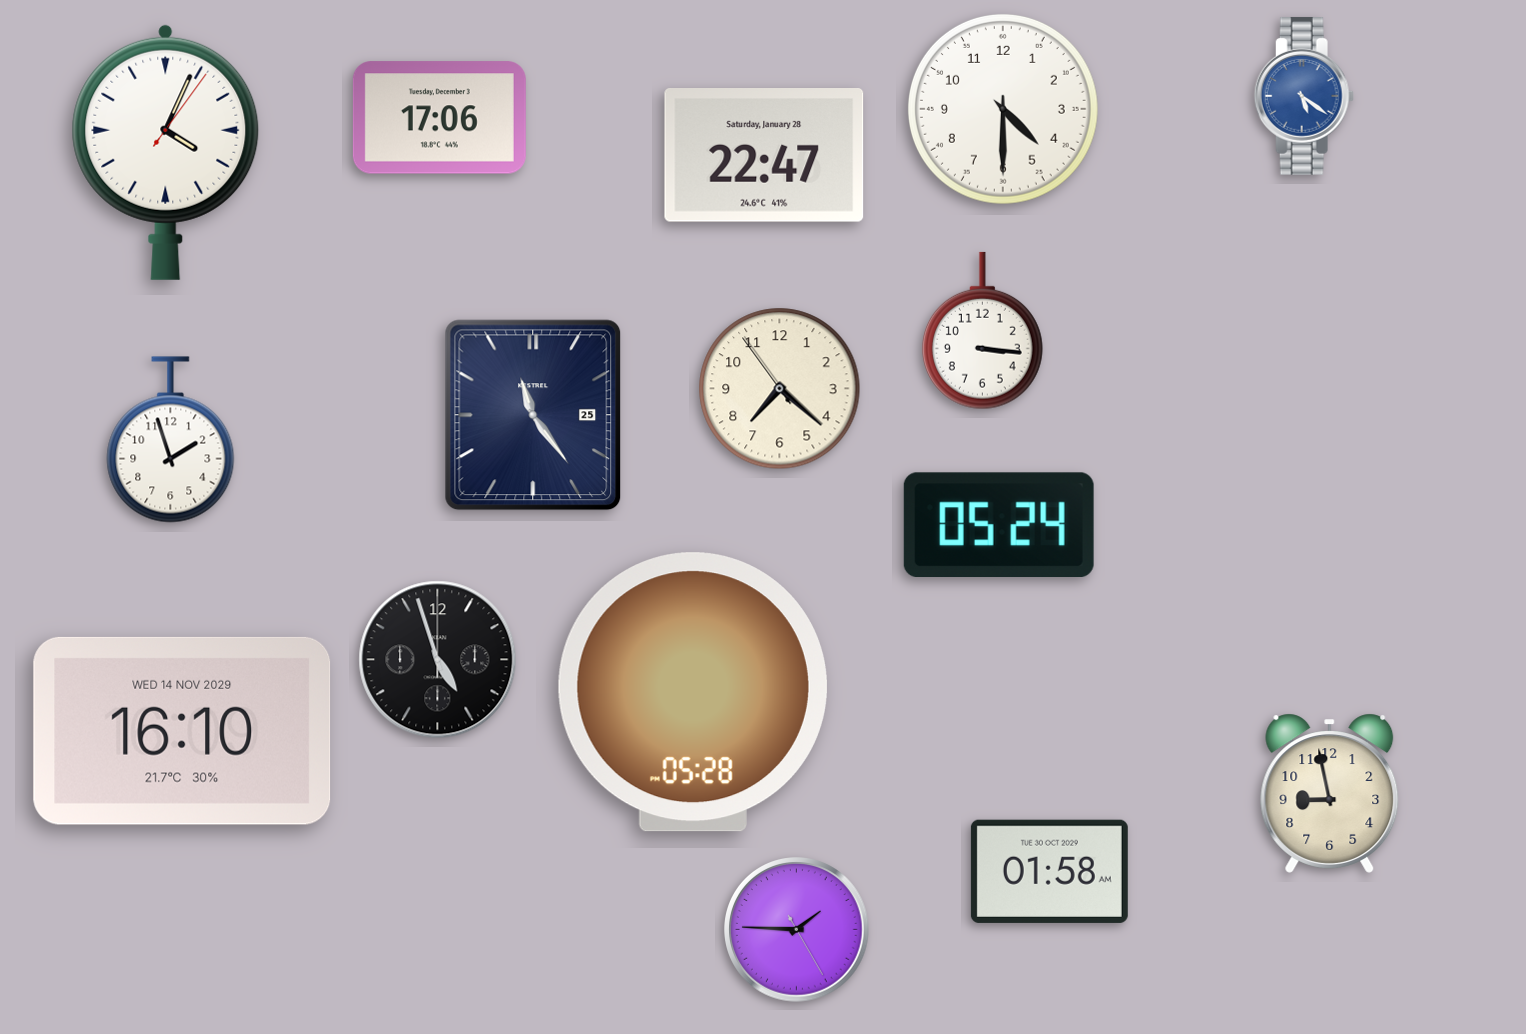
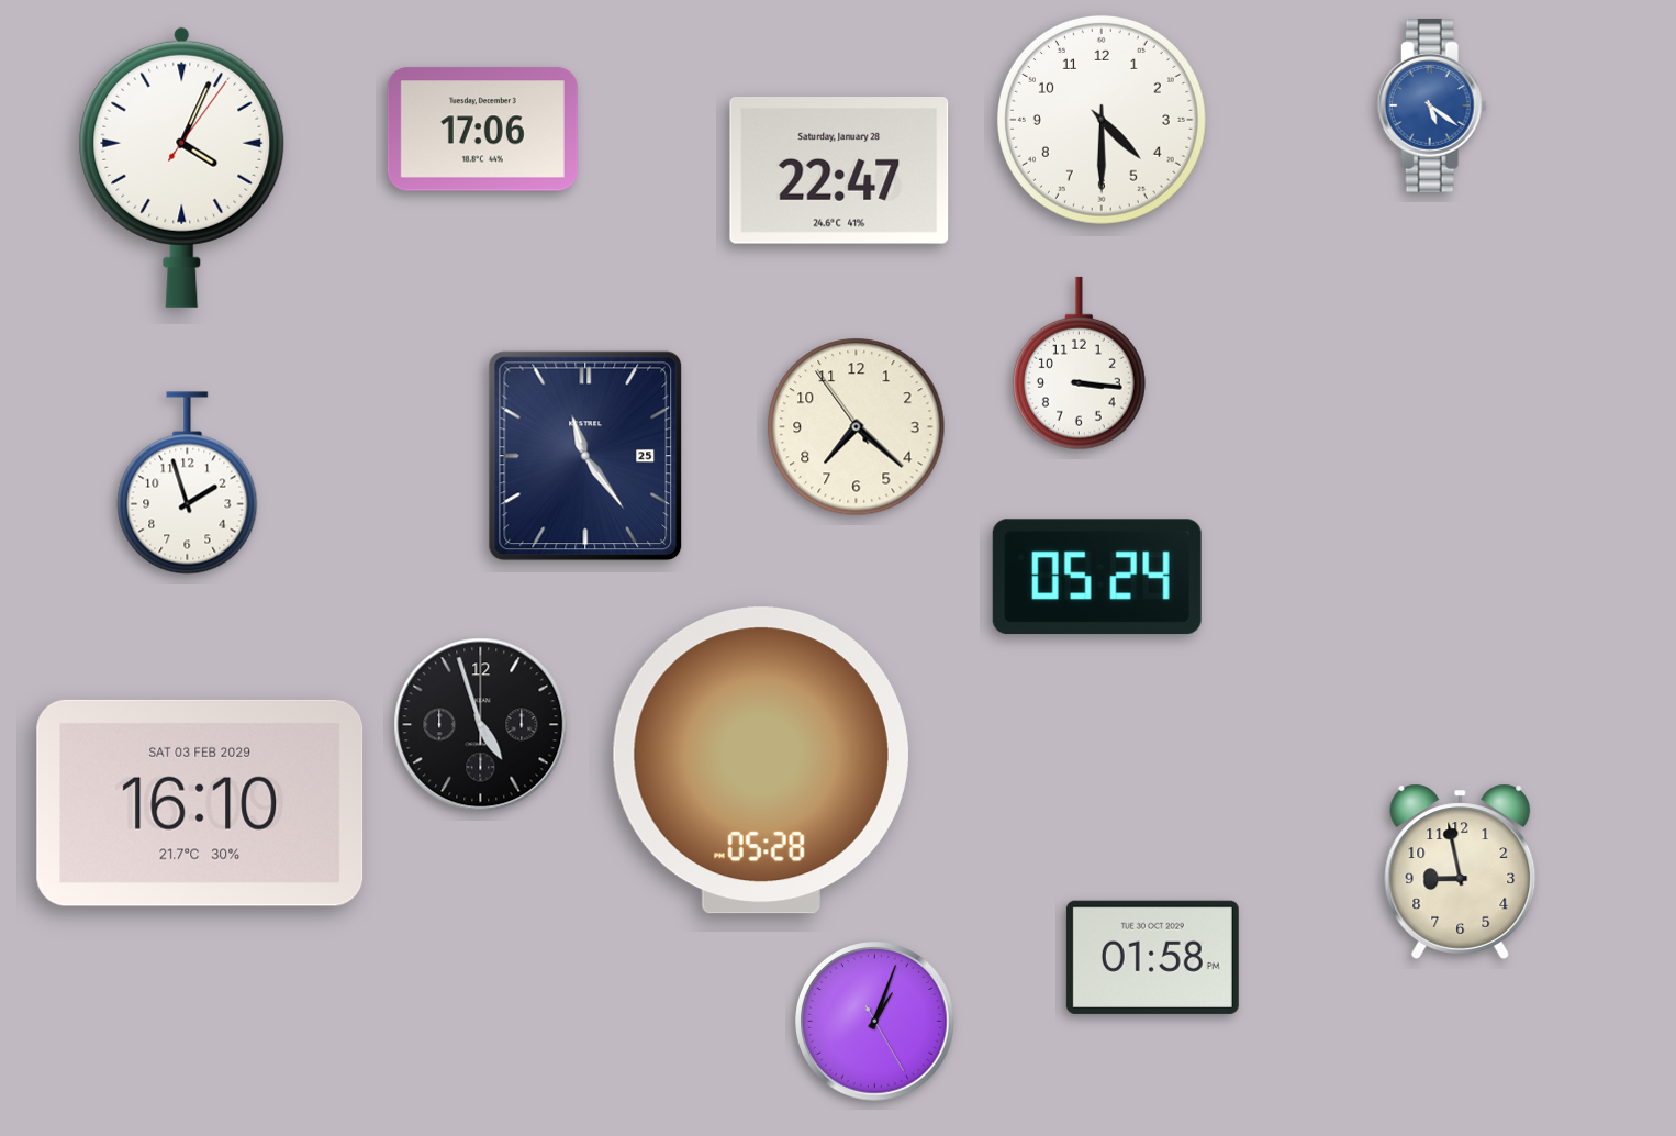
clock at (182, 731) date: WED 14 NOV 2029 -> SAT 03 FEB 2029
clock at (1049, 871): 01:58 AM -> 01:58 PM
clock at (797, 930): 1:45 -> 1:03
